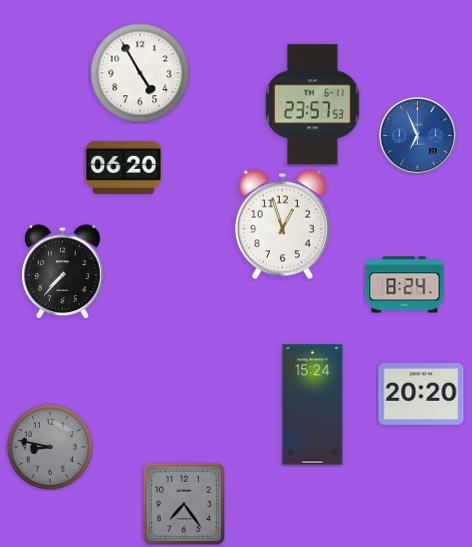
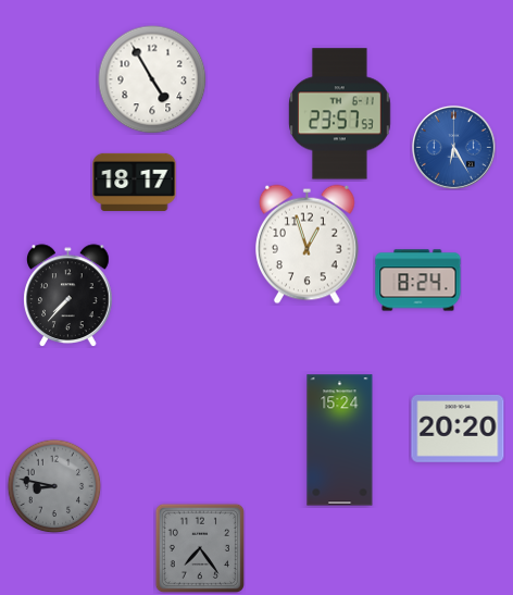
clock at (417, 135): 6:56 -> 6:25
clock at (124, 167): 06:20 -> 18:17
clock at (405, 285) position: (405, 285) -> (418, 281)
